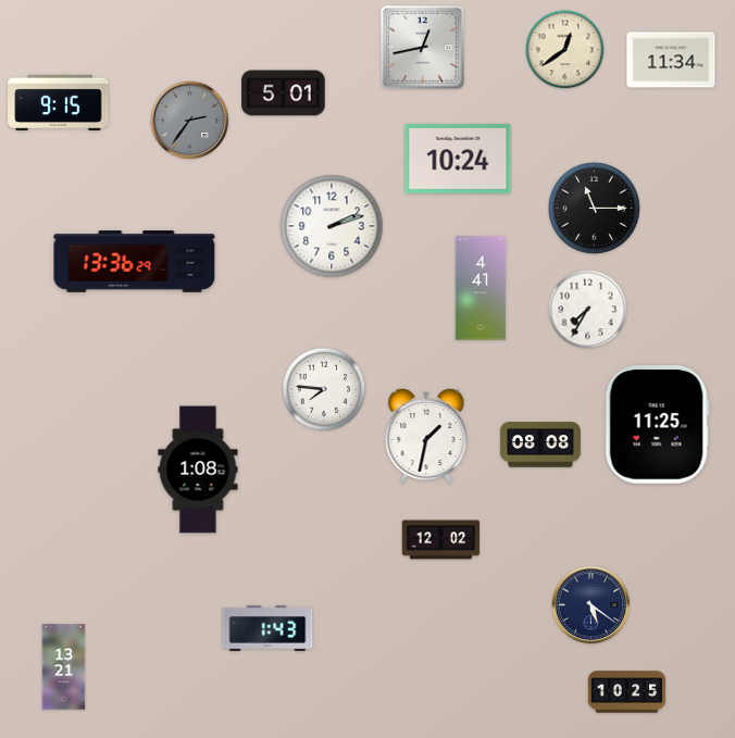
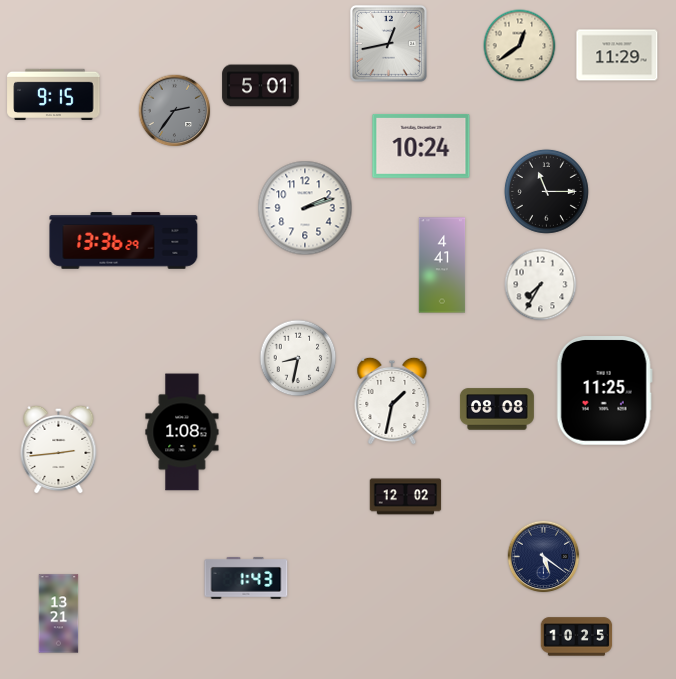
clock at (671, 60): 11:34 -> 11:29
clock at (324, 389): 7:46 -> 8:32
clock at (59, 449): none -> 2:44
